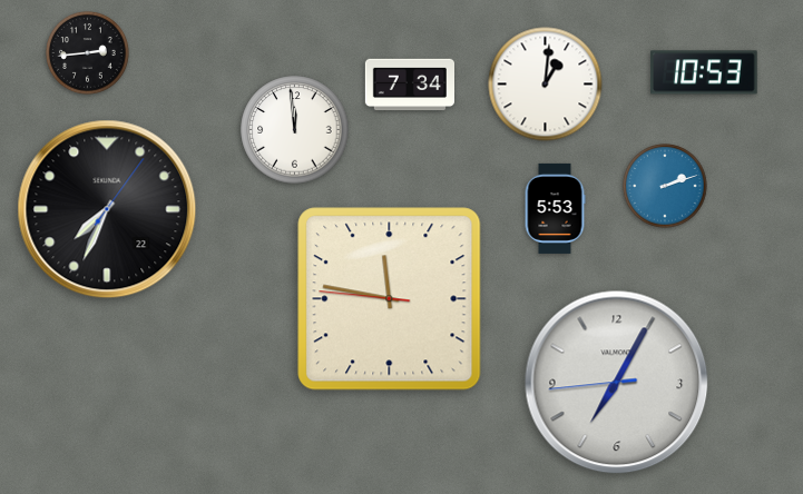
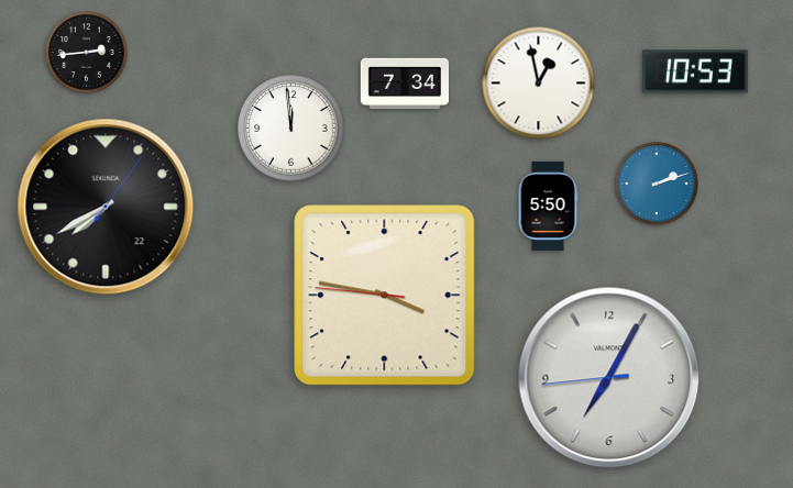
clock at (546, 85): 1:01 -> 12:58
clock at (555, 208): 5:53 -> 5:50
clock at (107, 209): 7:34 -> 7:40
clock at (390, 299): 11:46 -> 3:46
